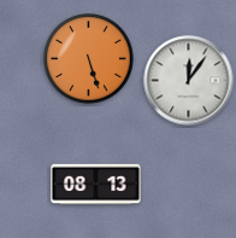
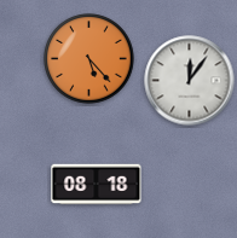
clock at (89, 59): 5:27 -> 5:23
clock at (96, 185): 08:13 -> 08:18
